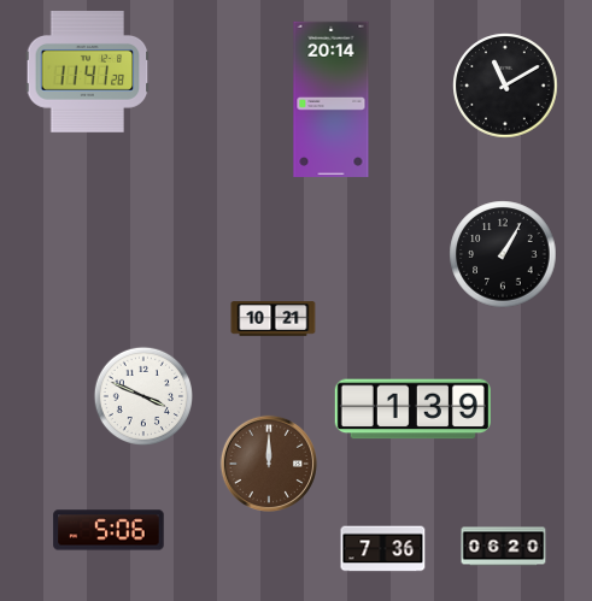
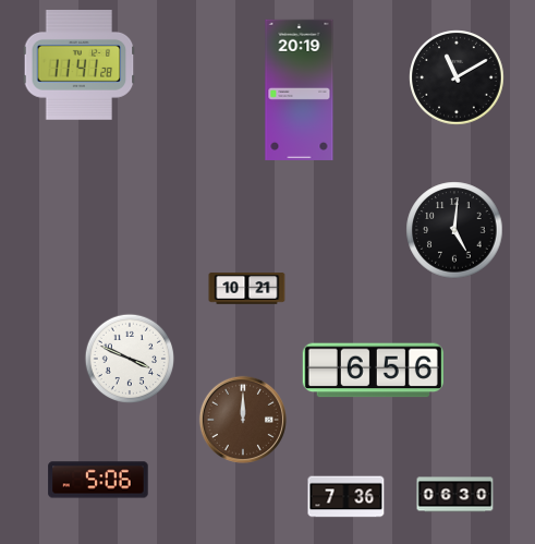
clock at (332, 99): 20:14 -> 20:19
clock at (503, 254): 1:05 -> 5:01
clock at (412, 409): 1:39 -> 6:56
clock at (504, 547): 06:20 -> 06:30
